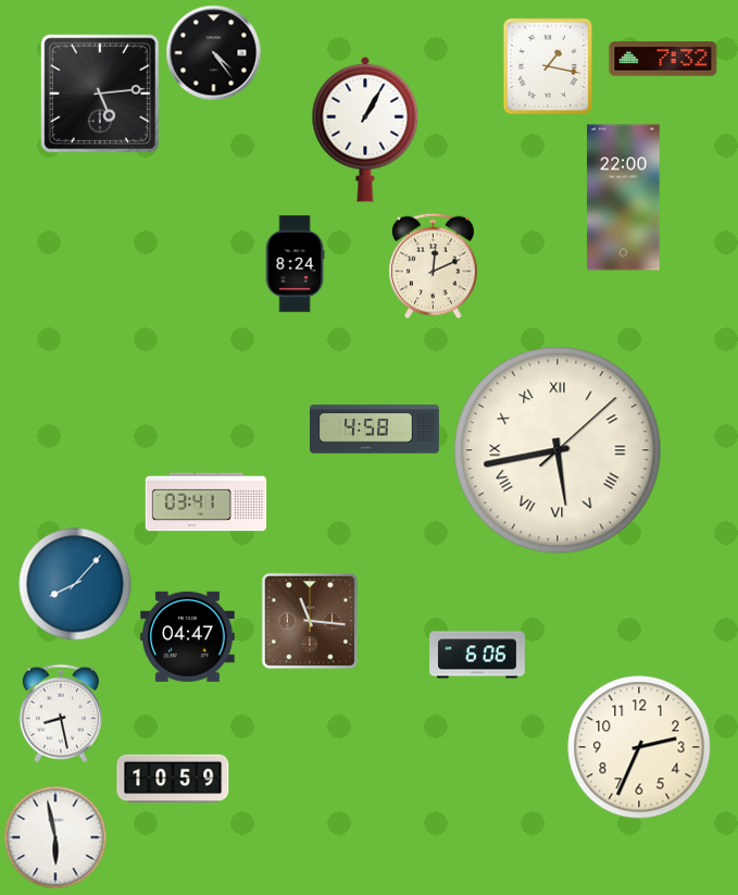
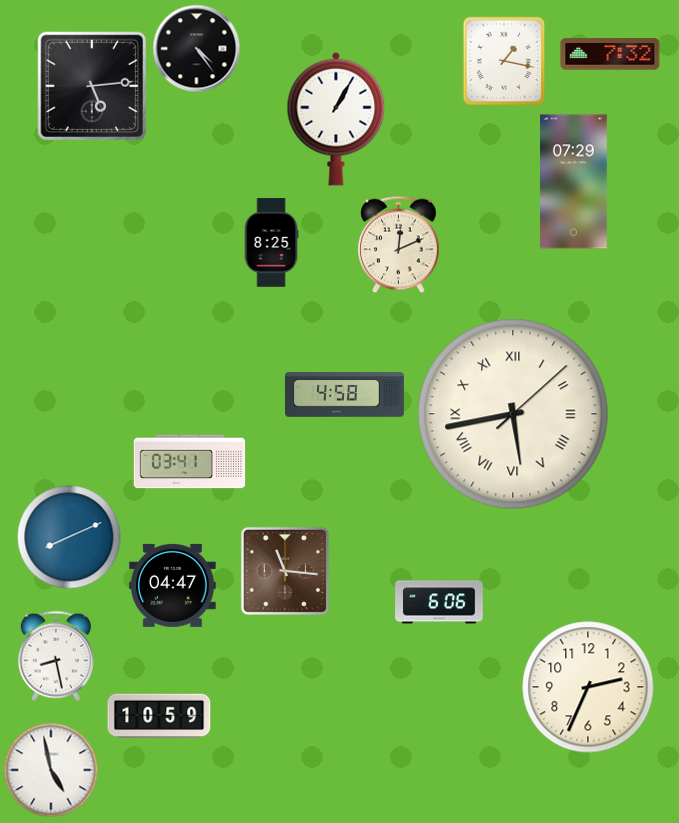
clock at (624, 198): 22:00 -> 07:29
clock at (295, 264): 8:24 -> 8:25
clock at (75, 584): 8:07 -> 8:11
clock at (55, 837): 5:58 -> 4:58
